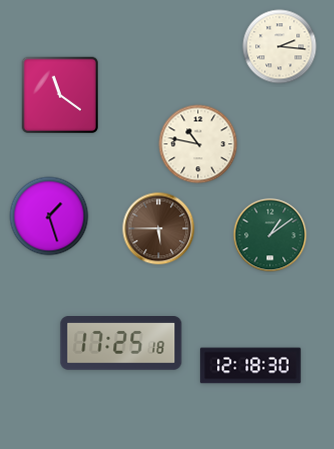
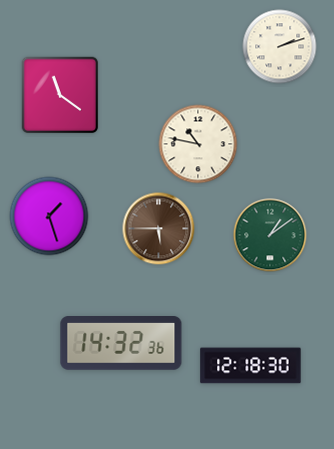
clock at (280, 47): 2:16 -> 2:12
clock at (121, 344): 17:25 -> 14:32
